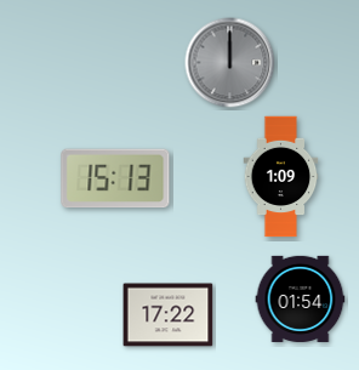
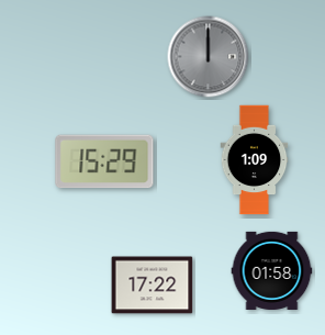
clock at (115, 178): 15:13 -> 15:29
clock at (301, 298): 01:54 -> 01:58
